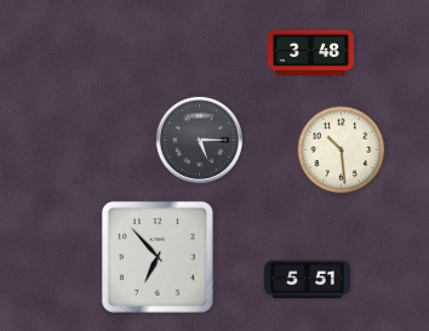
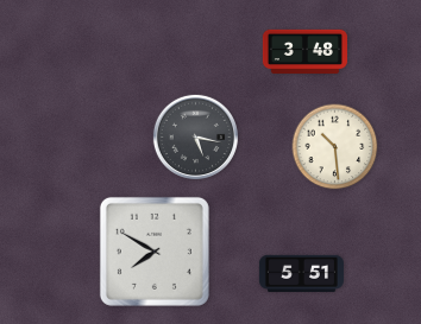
clock at (199, 139): 5:15 -> 5:17
clock at (158, 257): 6:53 -> 7:50
